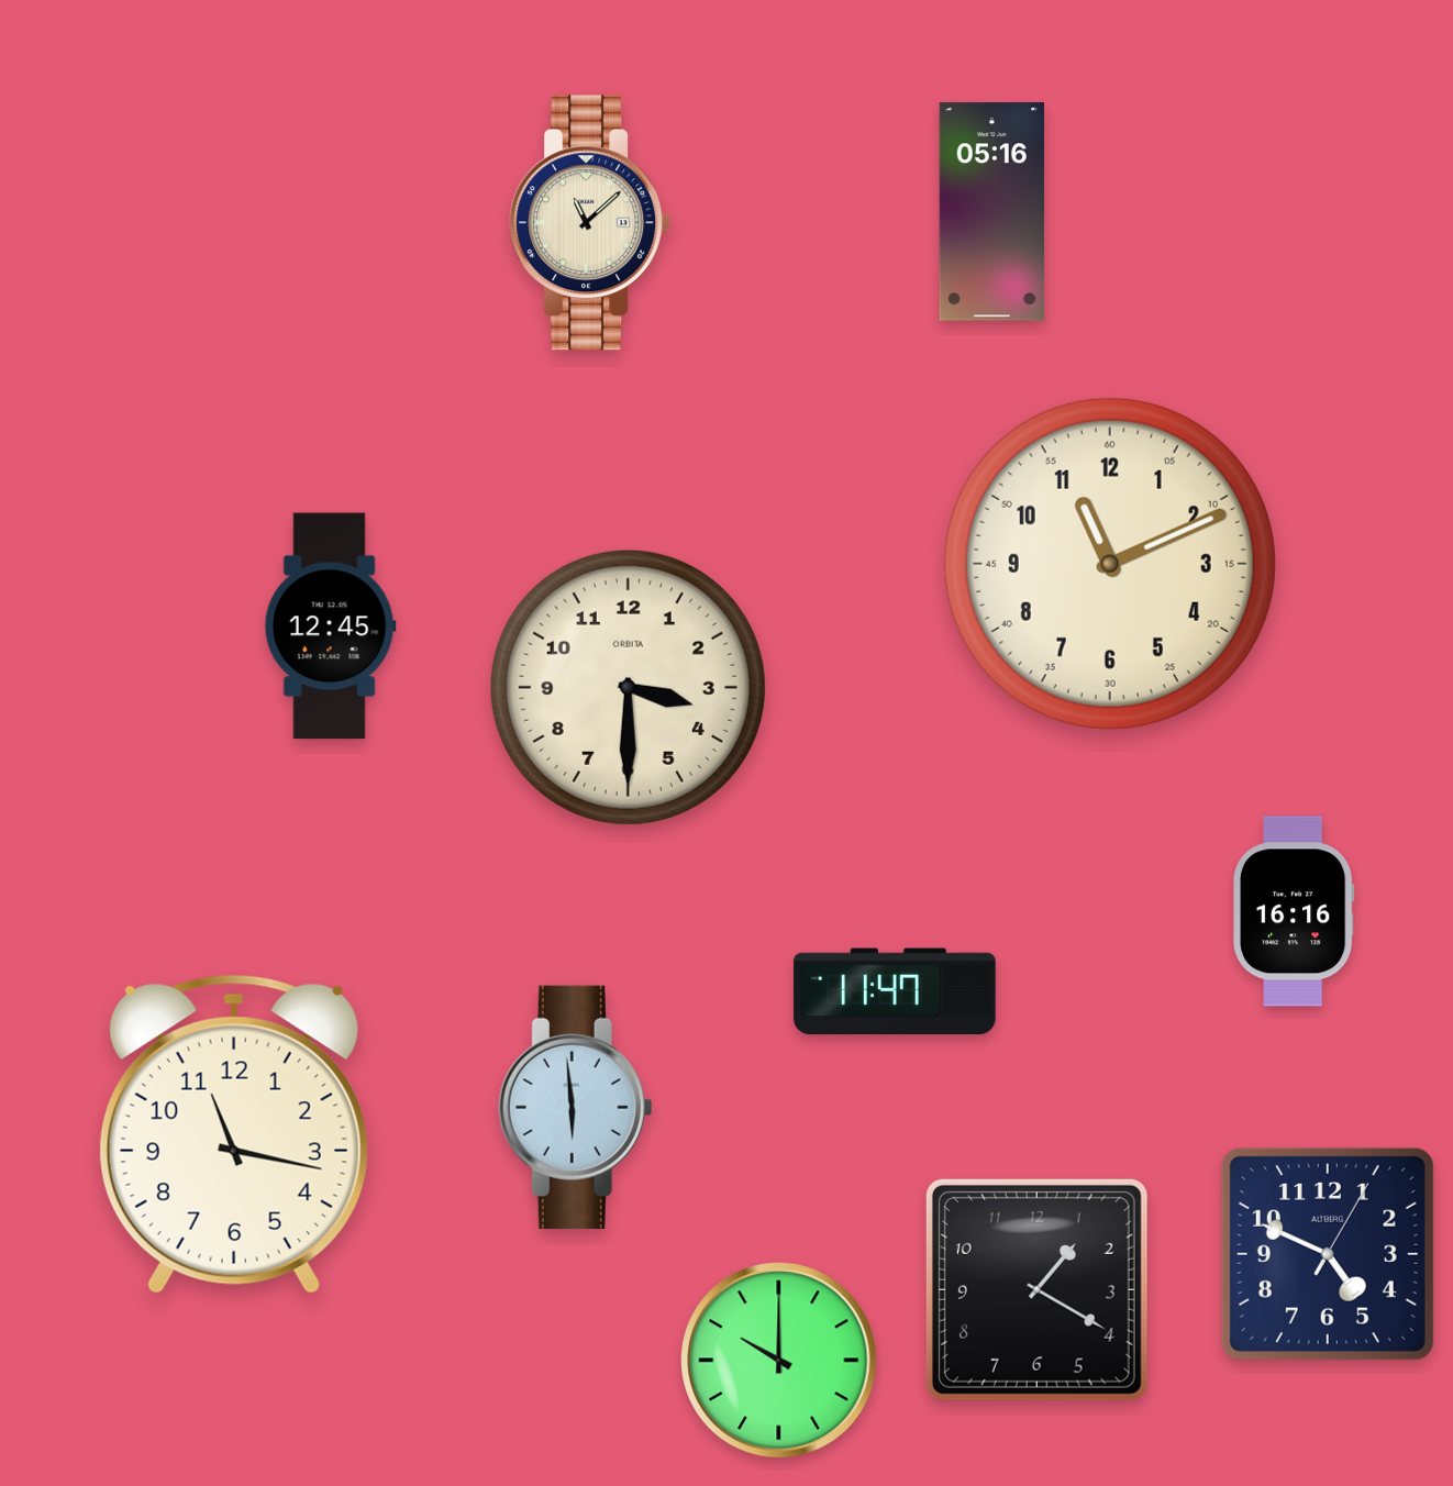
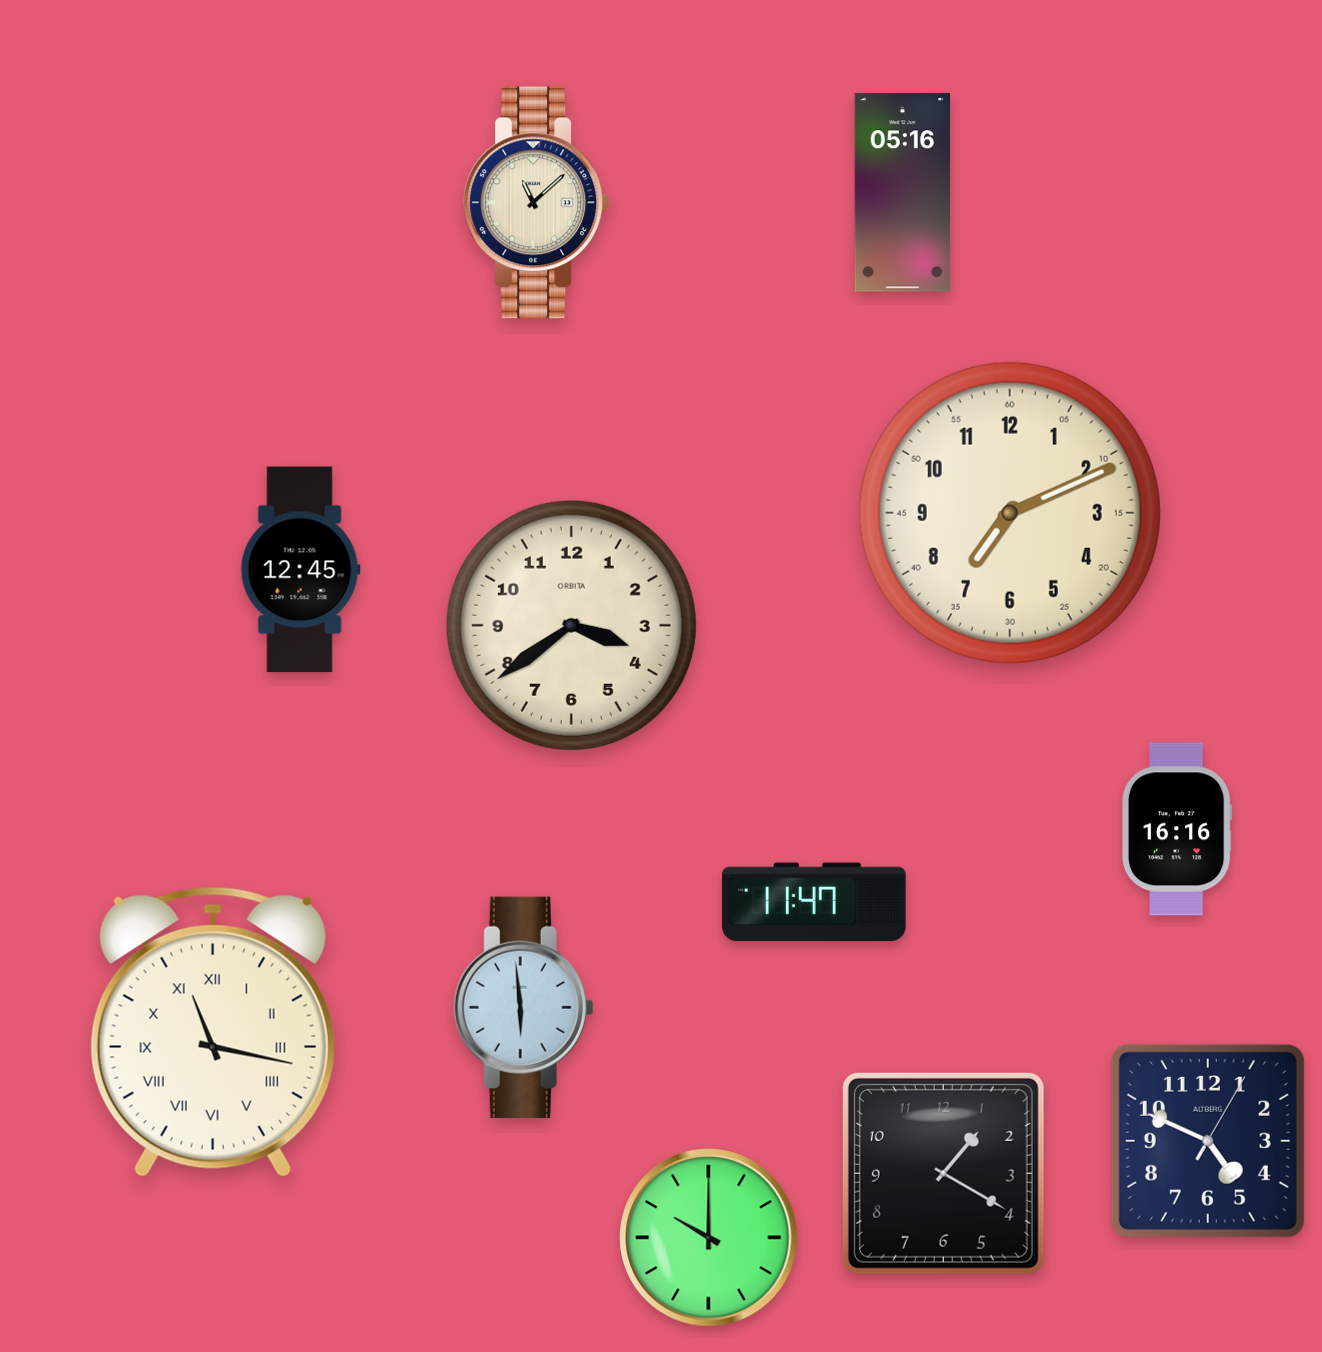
clock at (1110, 564): 11:11 -> 7:11
clock at (628, 687): 3:30 -> 3:39
clock at (234, 1134) numerals: Arabic -> Roman
